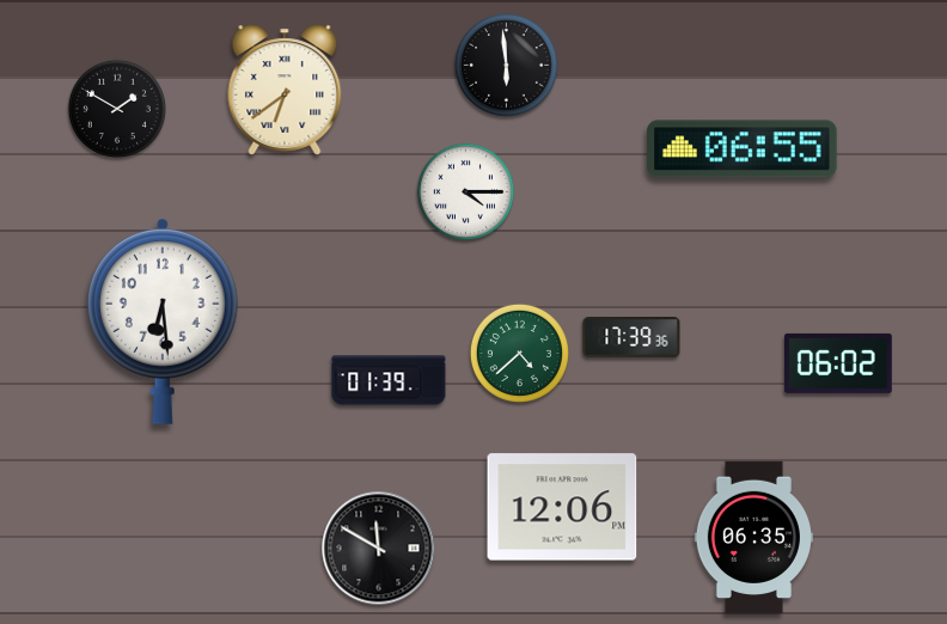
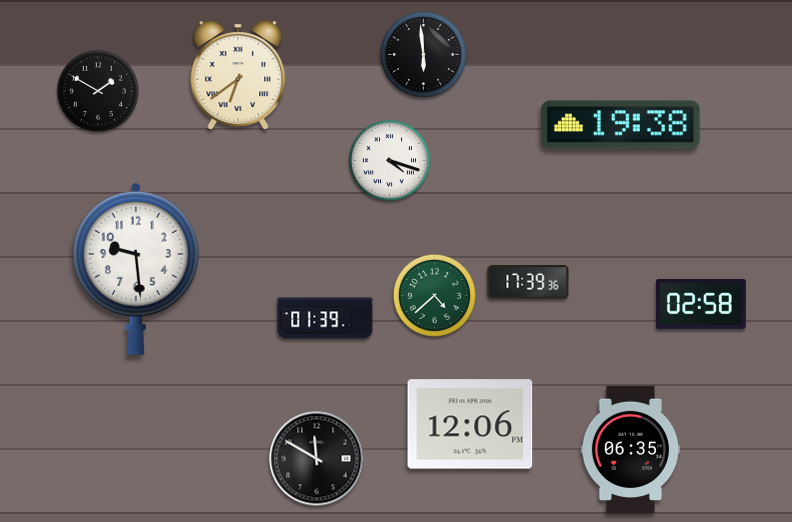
clock at (743, 149): 06:55 -> 19:38
clock at (465, 191): 4:15 -> 4:18
clock at (163, 322): 6:29 -> 9:29
clock at (839, 363): 06:02 -> 02:58
